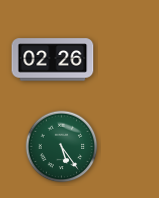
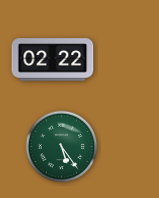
clock at (53, 60): 02:26 -> 02:22
